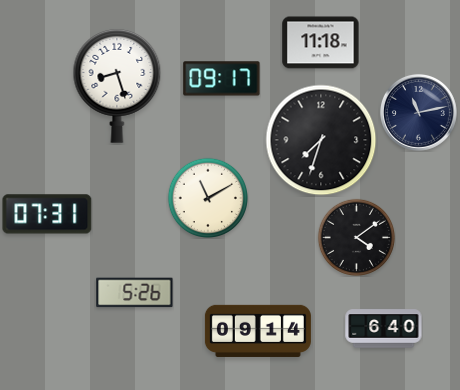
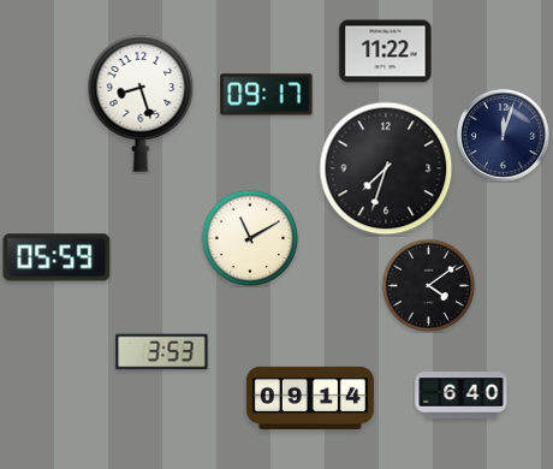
clock at (321, 43): 11:18 -> 11:22
clock at (418, 112): 11:13 -> 12:03
clock at (47, 214): 07:31 -> 05:59
clock at (135, 293): 5:26 -> 3:53
